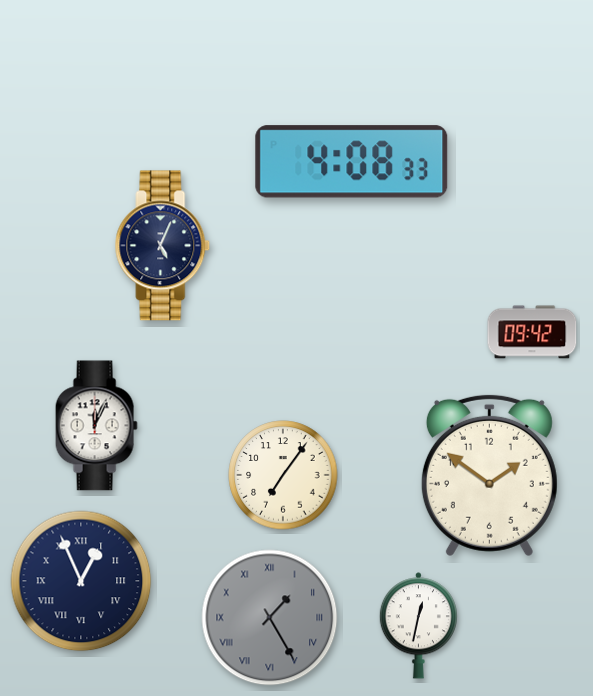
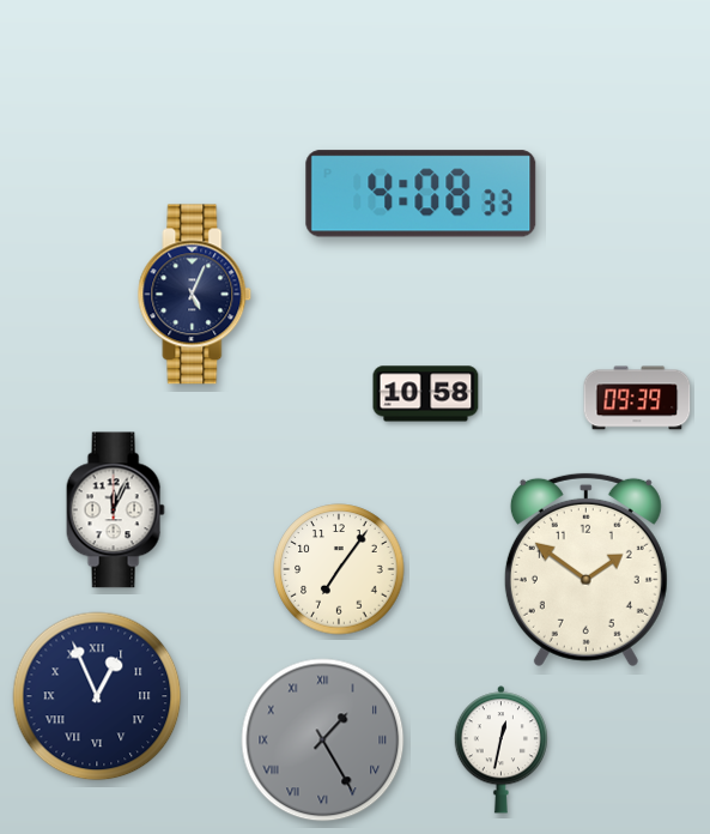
clock at (426, 394): none -> 10:58
clock at (532, 332): 09:42 -> 09:39
